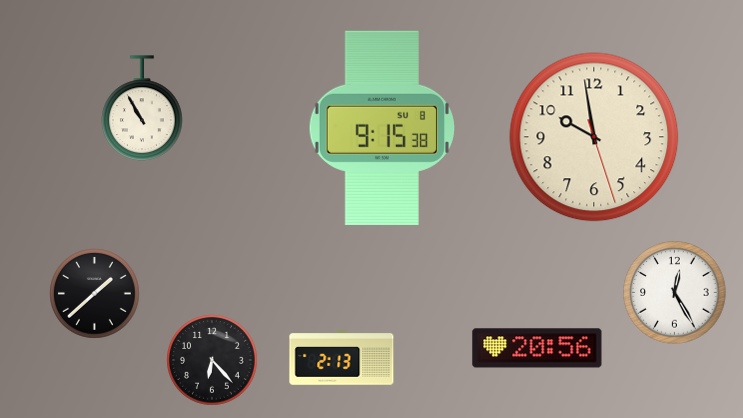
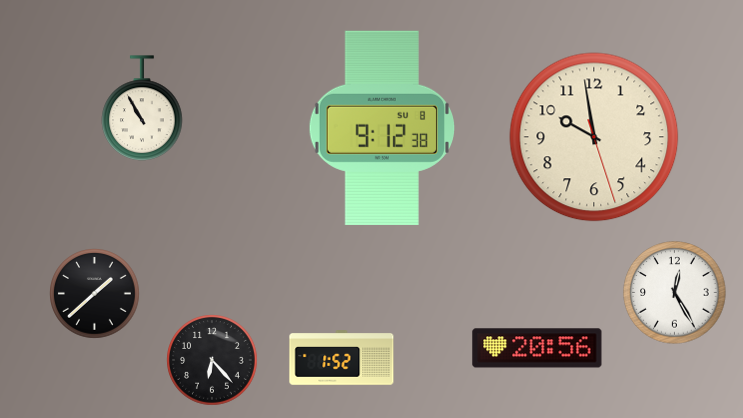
clock at (381, 128): 9:15 -> 9:12
clock at (342, 358): 2:13 -> 1:52
